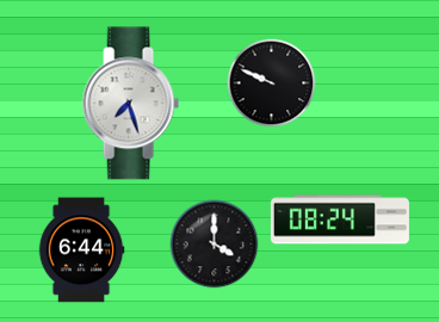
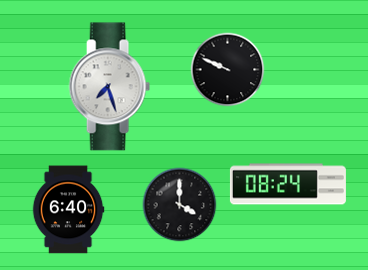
clock at (340, 219) position: (340, 219) -> (288, 184)
clock at (81, 250): 6:44 -> 6:40
